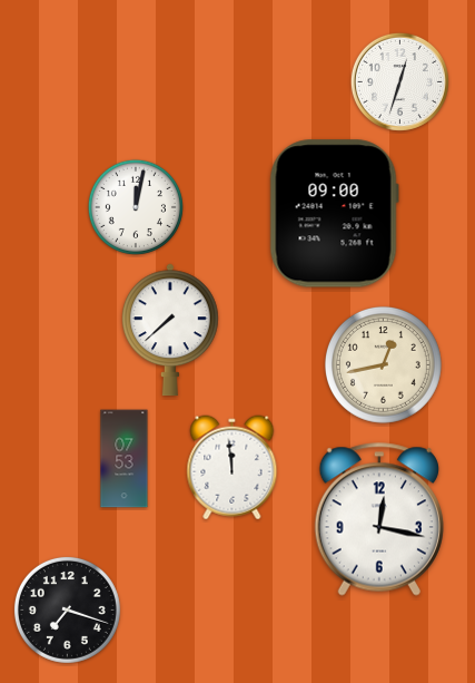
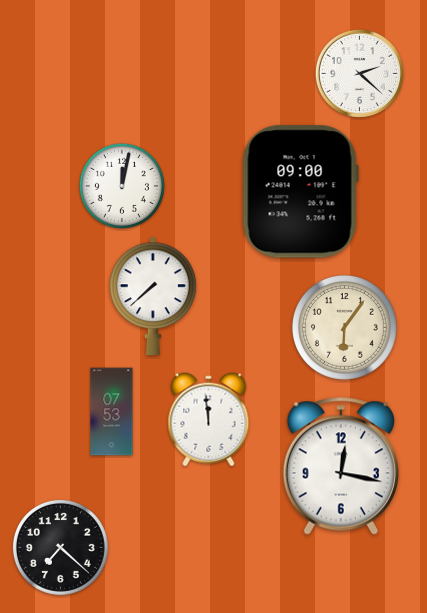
clock at (399, 81): 12:33 -> 2:22
clock at (383, 364): 12:43 -> 6:06
clock at (67, 609): 7:18 -> 7:22
